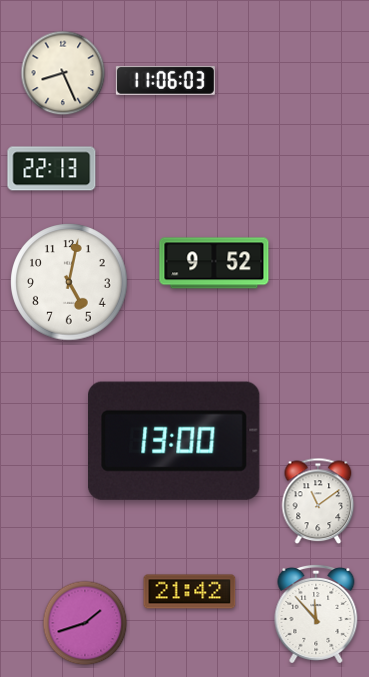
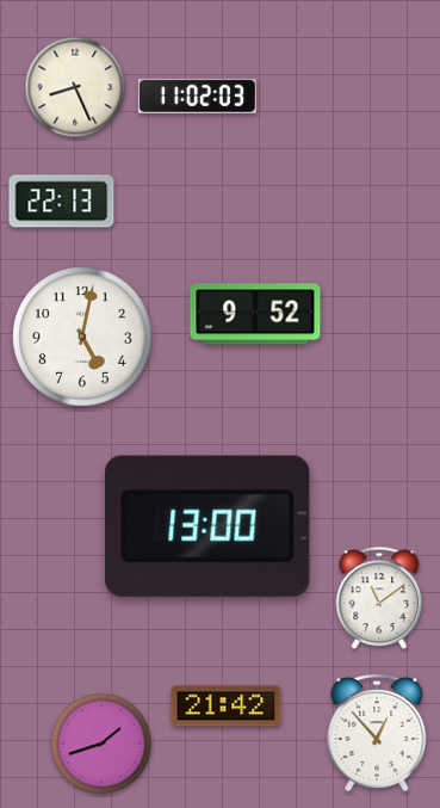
clock at (165, 80): 11:06 -> 11:02
clock at (316, 614): 11:53 -> 12:53
